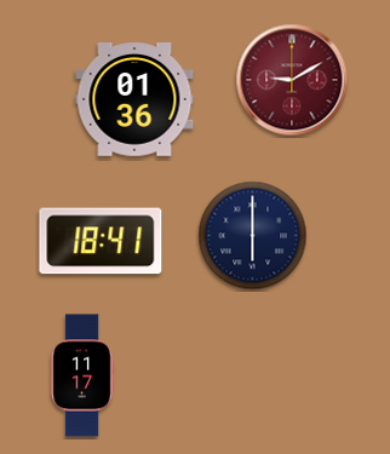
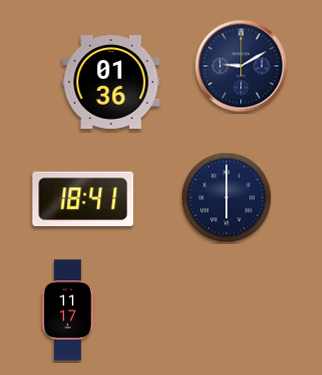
clock at (292, 80) dial: burgundy -> navy
clock at (253, 236) position: (253, 236) -> (227, 198)
